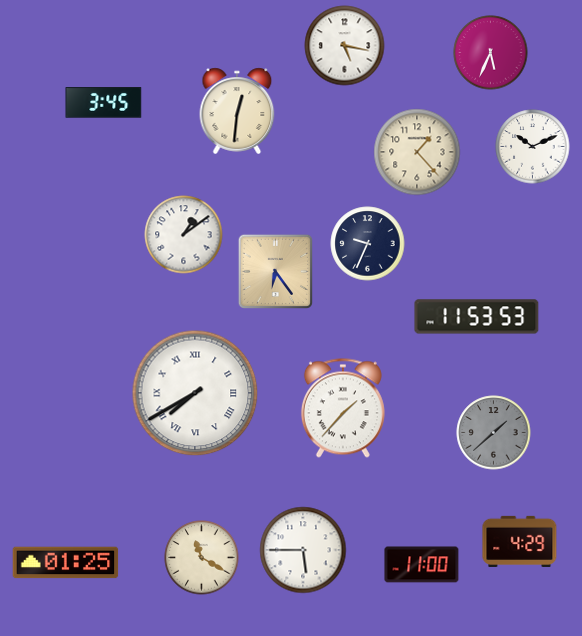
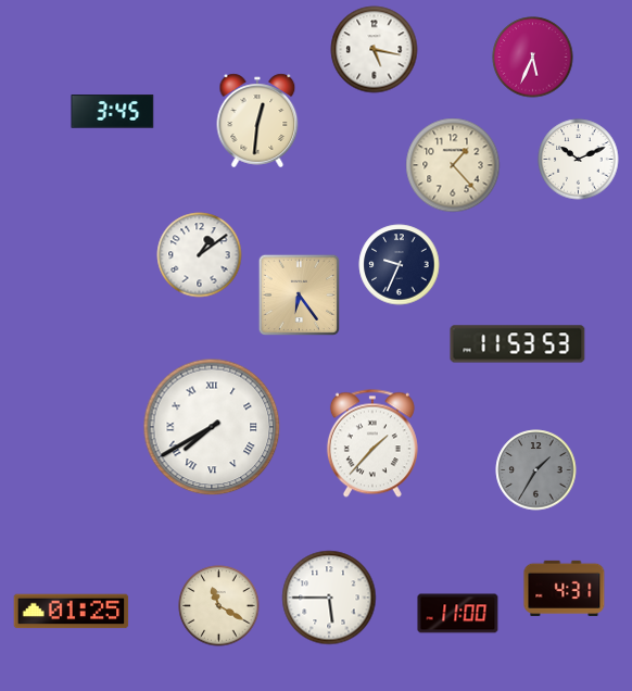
clock at (494, 433): 1:38 -> 1:35
clock at (520, 541): 4:29 -> 4:31
